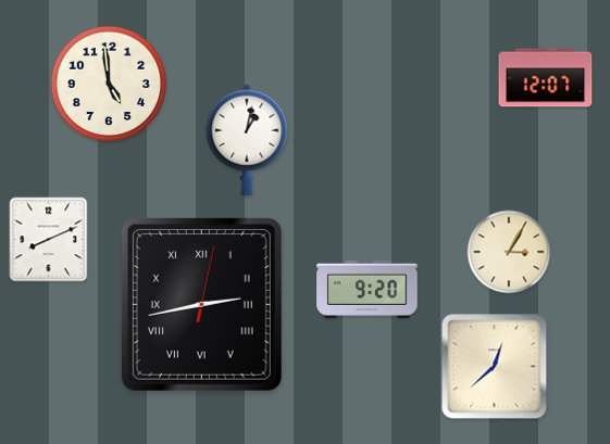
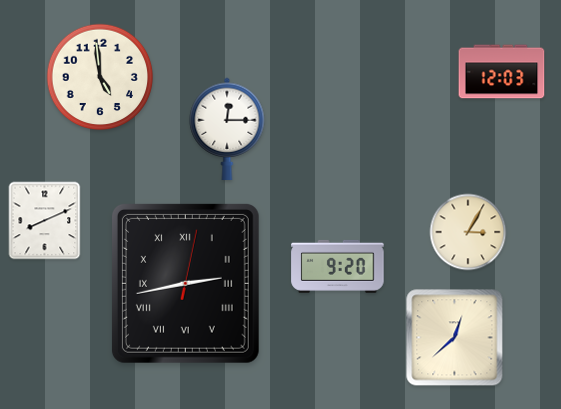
clock at (546, 78): 12:07 -> 12:03
clock at (247, 140): 1:02 -> 12:15
clock at (201, 304) position: (201, 304) -> (185, 283)
